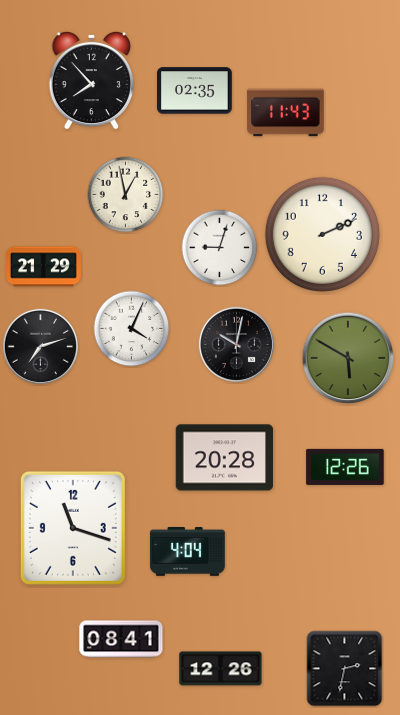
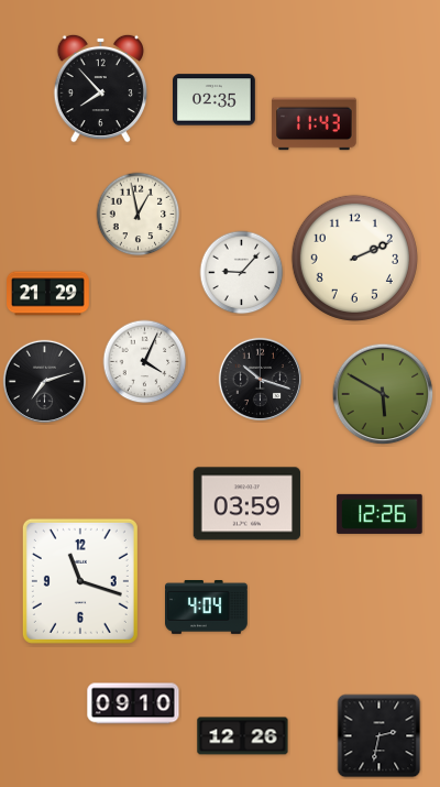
clock at (220, 248): 9:03 -> 9:07
clock at (236, 344): 10:02 -> 10:18
clock at (225, 458): 20:28 -> 03:59
clock at (121, 639): 08:41 -> 09:10
